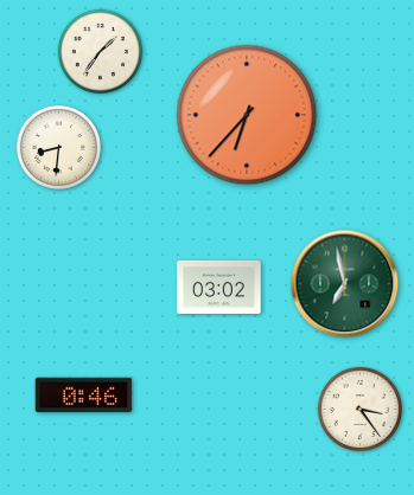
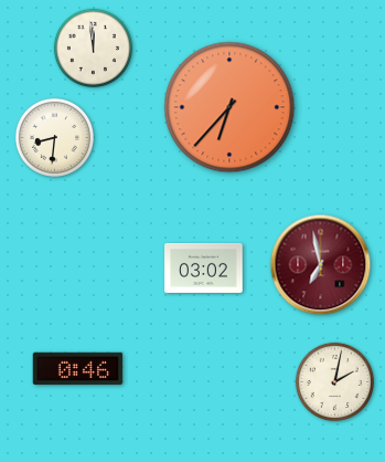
clock at (100, 51): 1:36 -> 11:59
clock at (345, 284) dial: green -> burgundy
clock at (359, 409): 3:24 -> 2:02
